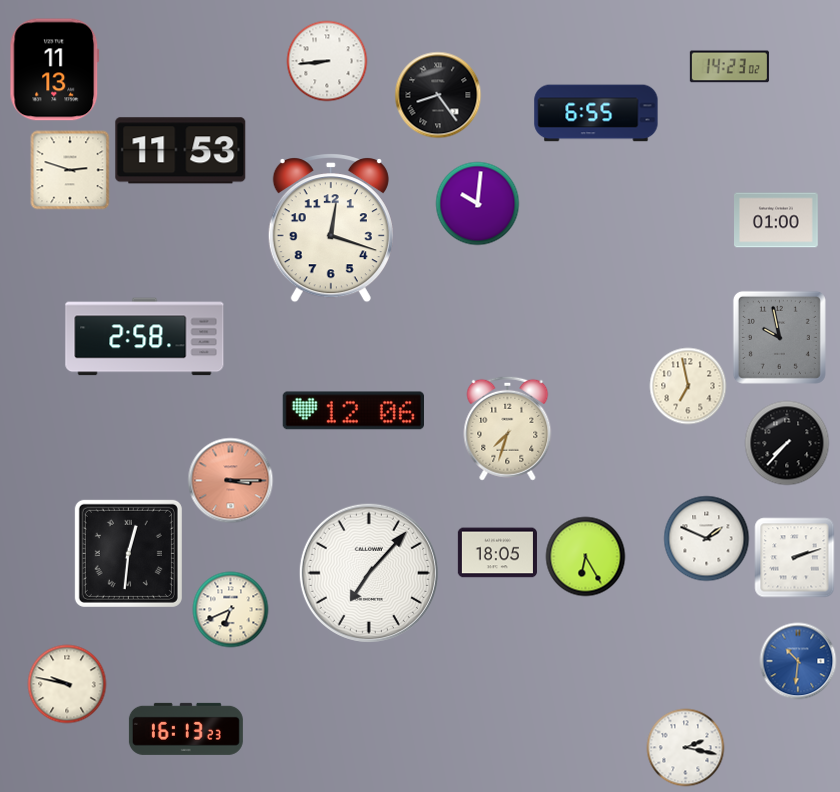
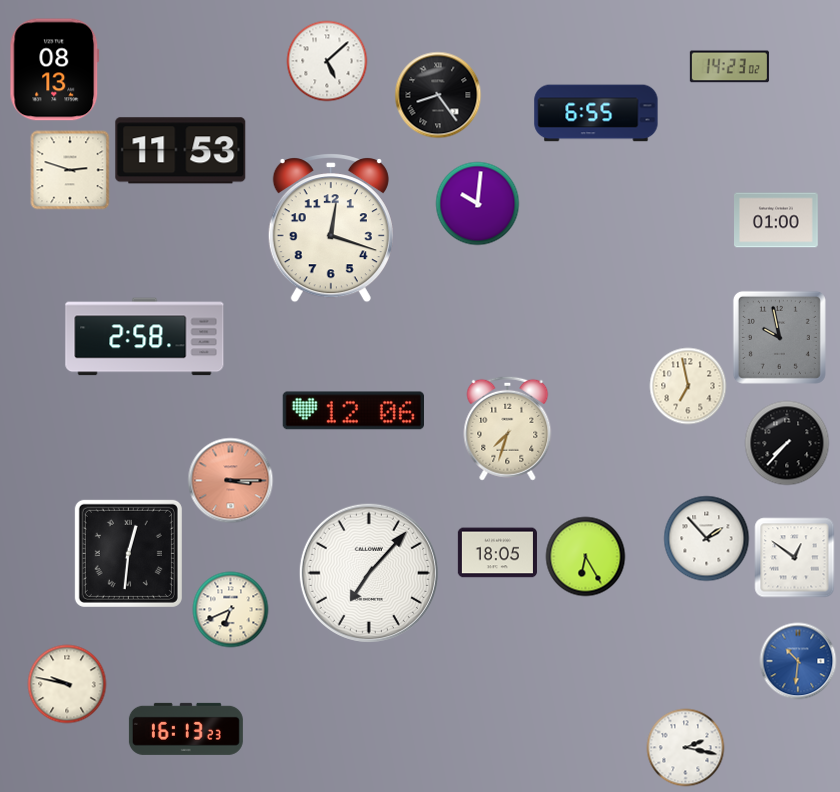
clock at (327, 61): 8:44 -> 5:08
clock at (55, 70): 11:13 -> 08:13
clock at (707, 539): 1:49 -> 1:53
clock at (795, 558): 2:12 -> 12:51
